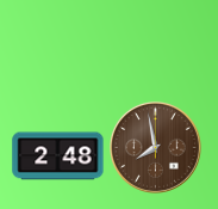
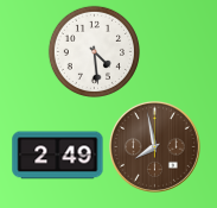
clock at (94, 51): none -> 4:29
clock at (58, 156): 2:48 -> 2:49
